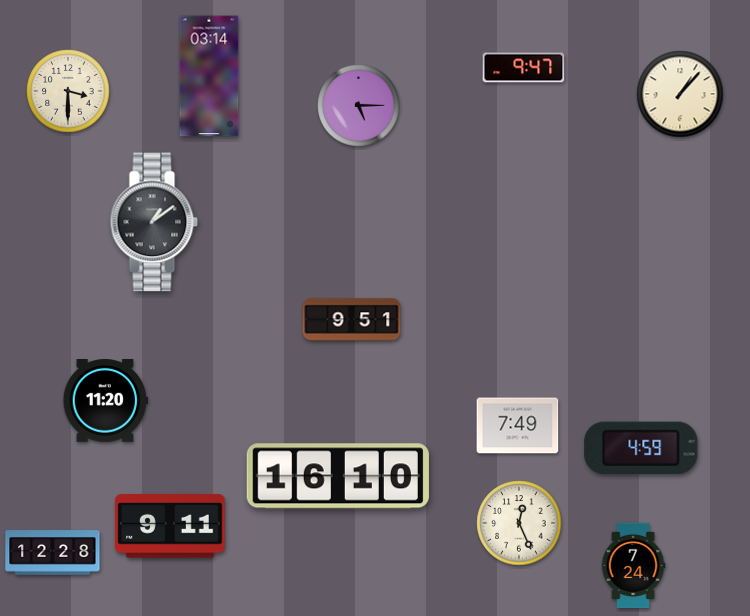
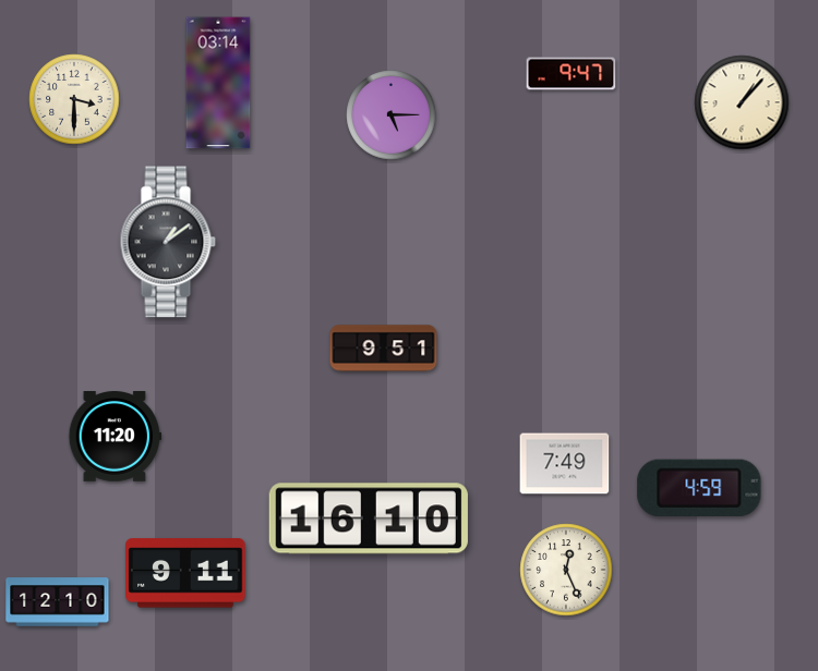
clock at (209, 76) position: (209, 76) -> (218, 83)
clock at (53, 553): 12:28 -> 12:10
clock at (633, 566): 7:24 -> none
